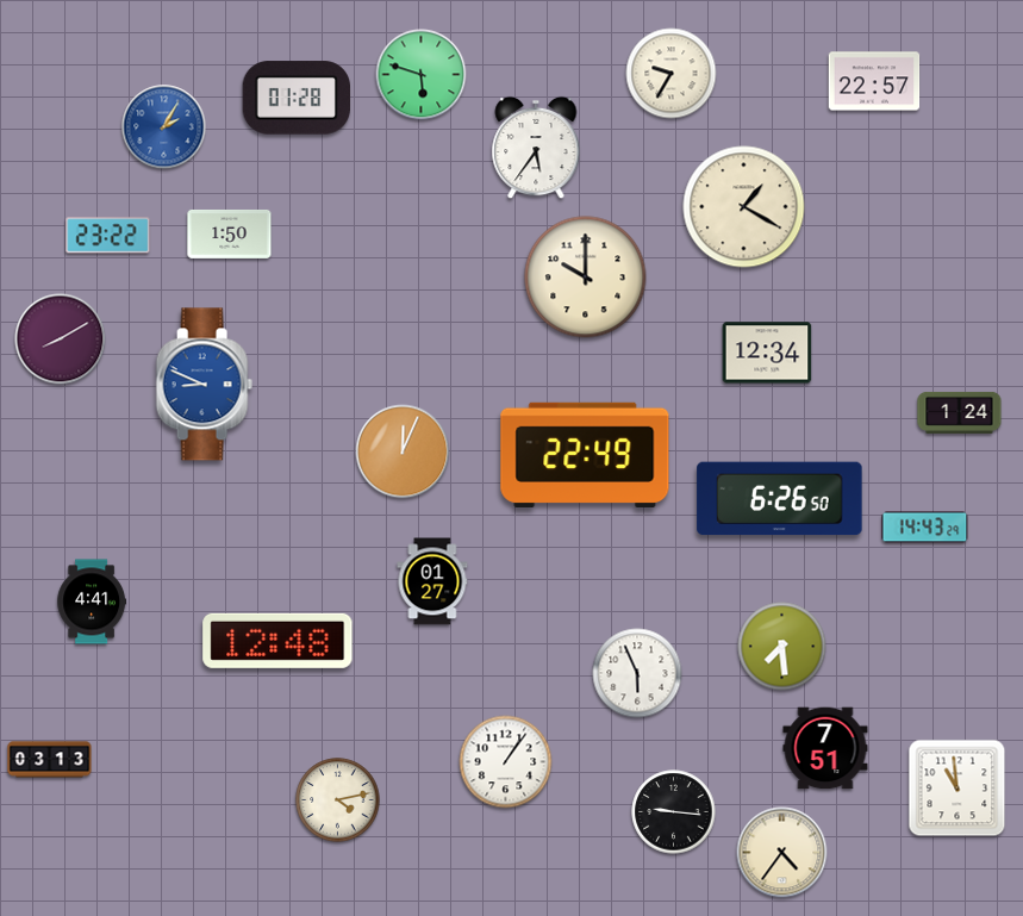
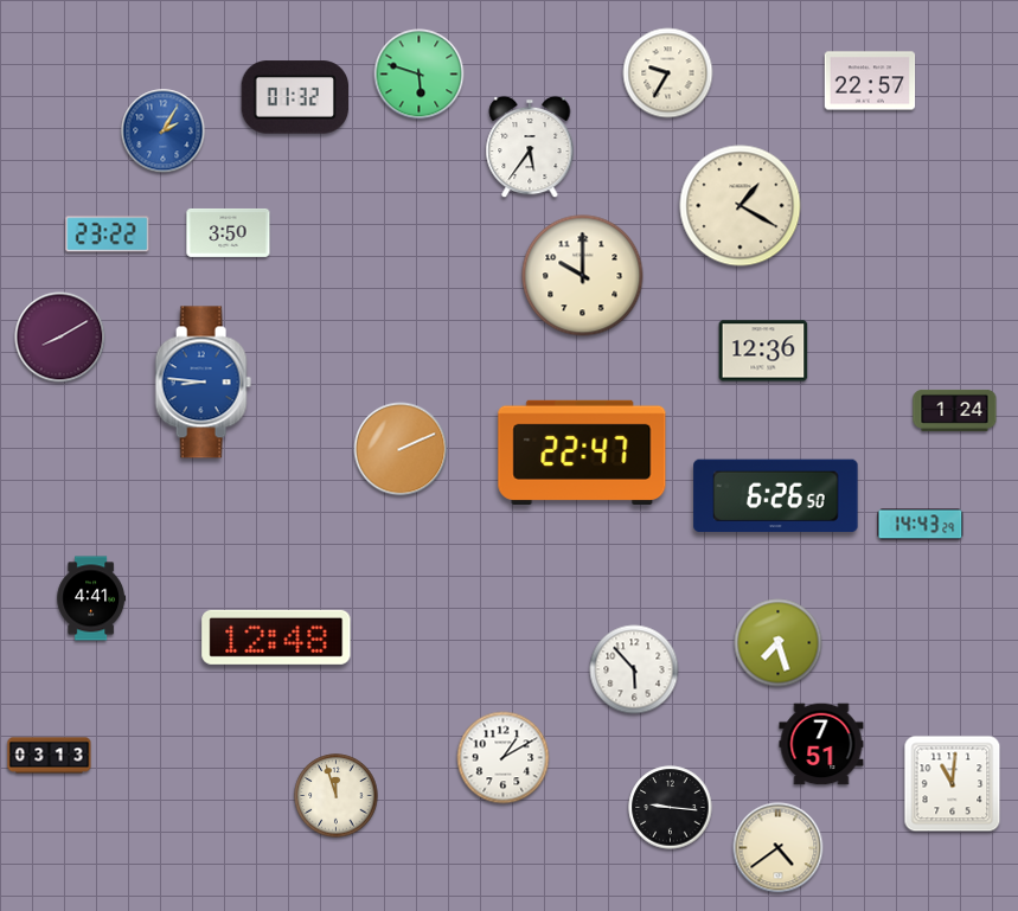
clock at (295, 98): 01:28 -> 01:32
clock at (164, 127) position: (164, 127) -> (164, 131)
clock at (536, 148) position: (536, 148) -> (530, 147)
clock at (230, 233): 1:50 -> 3:50
clock at (767, 353): 12:34 -> 12:36
clock at (204, 385): 8:49 -> 8:46
clock at (403, 451): 12:04 -> 2:11
clock at (585, 455): 22:49 -> 22:47
clock at (432, 581): 01:27 -> none
clock at (782, 647): 7:29 -> 7:27
clock at (637, 673): 5:56 -> 5:53
clock at (506, 762): 1:06 -> 1:10
clock at (957, 789): 10:59 -> 11:01
clock at (338, 800): 4:13 -> 11:57
clock at (782, 853): 4:36 -> 4:39
